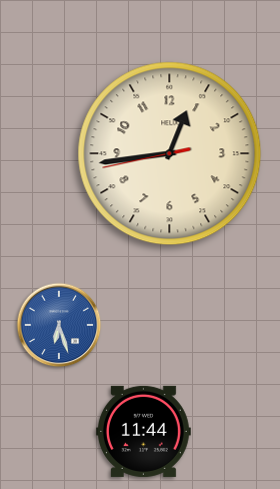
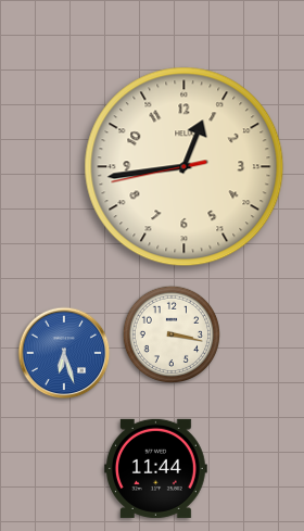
clock at (170, 333): none -> 3:17
